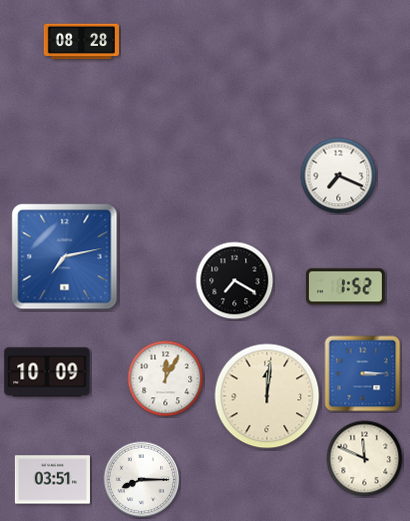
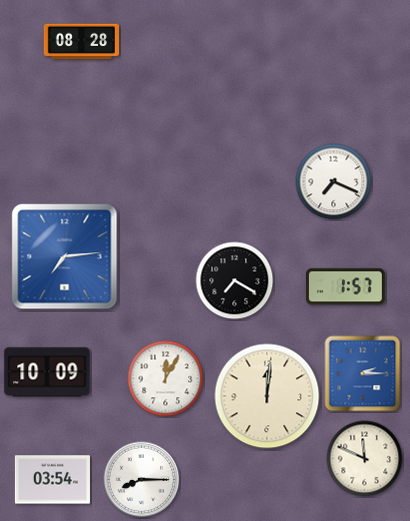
clock at (339, 176) position: (339, 176) -> (334, 182)
clock at (65, 257): 7:13 -> 7:14
clock at (345, 287): 1:52 -> 1:57
clock at (363, 374): 3:15 -> 2:15
clock at (52, 480): 03:51 -> 03:54
